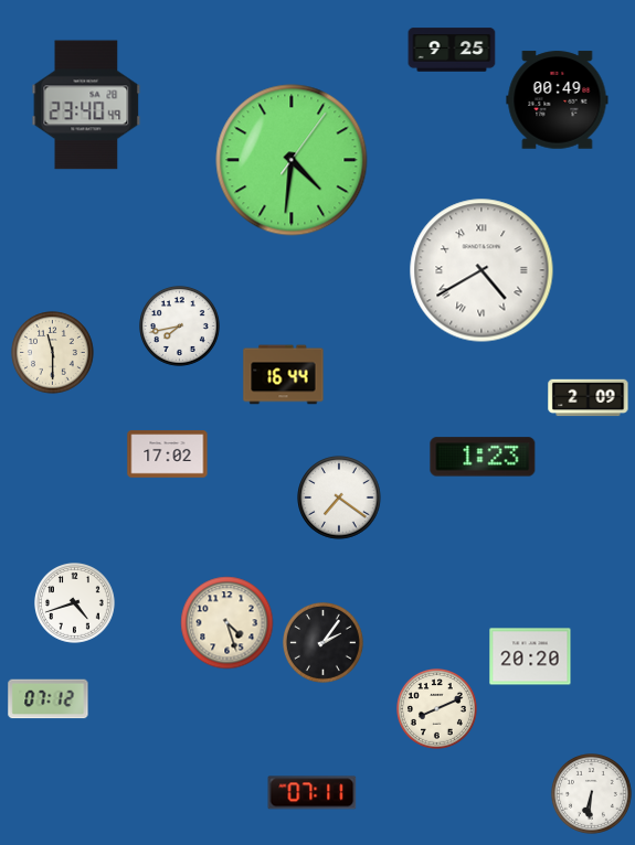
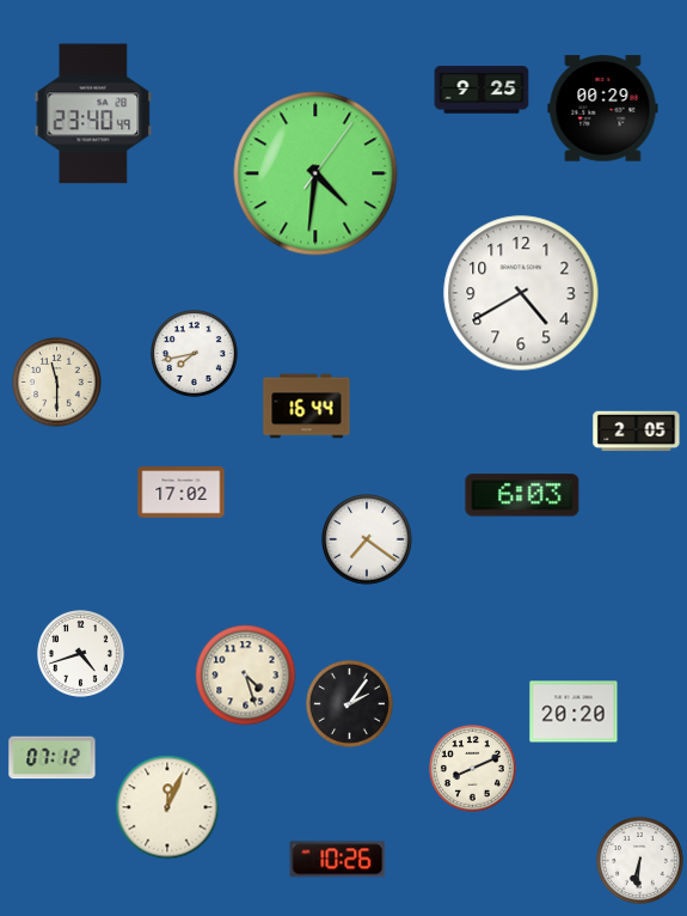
clock at (452, 50) position: (452, 50) -> (481, 90)
clock at (558, 100): 00:49 -> 00:29
clock at (481, 270) numerals: Roman -> Arabic
clock at (589, 398): 2:09 -> 2:05
clock at (483, 457): 1:23 -> 6:03
clock at (324, 643) position: (324, 643) -> (350, 704)
clock at (167, 807): none -> 12:04
clock at (313, 793): 07:11 -> 10:26
